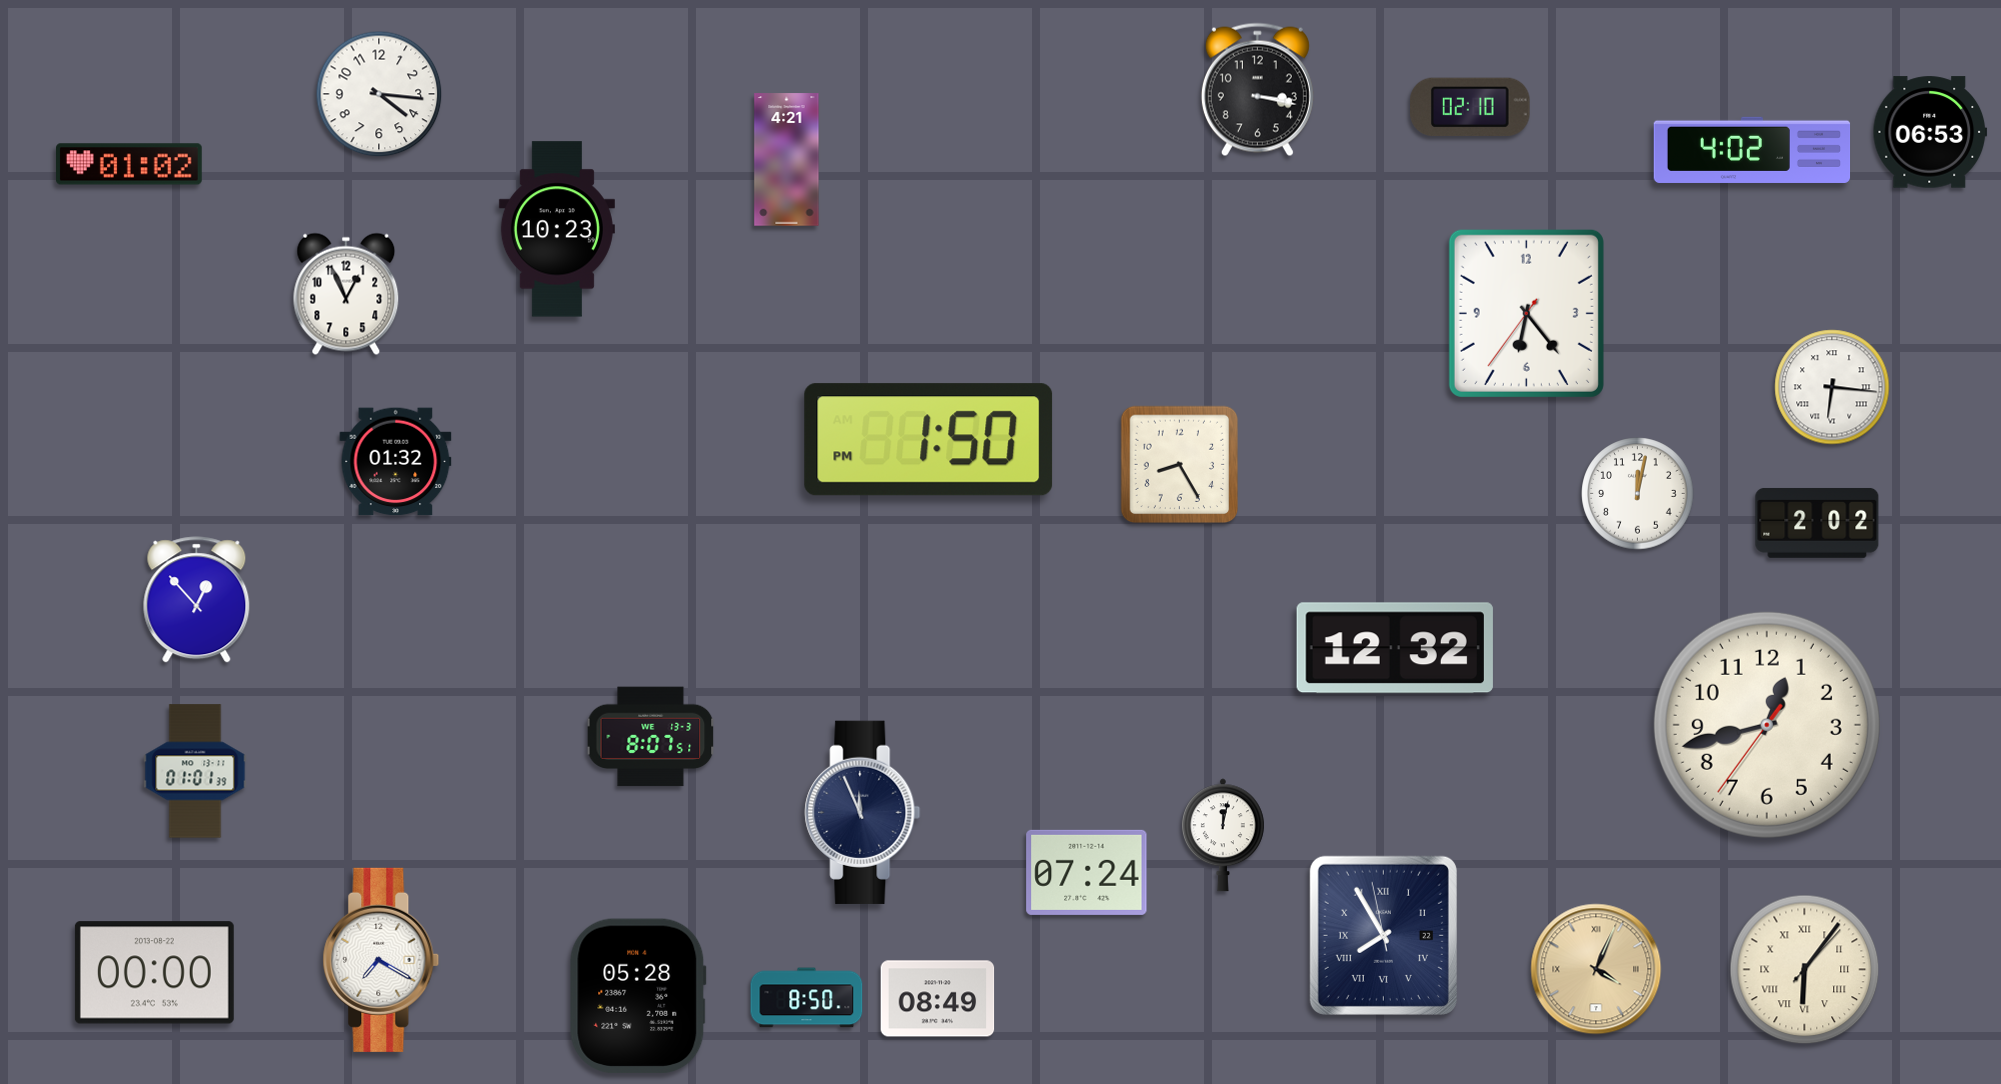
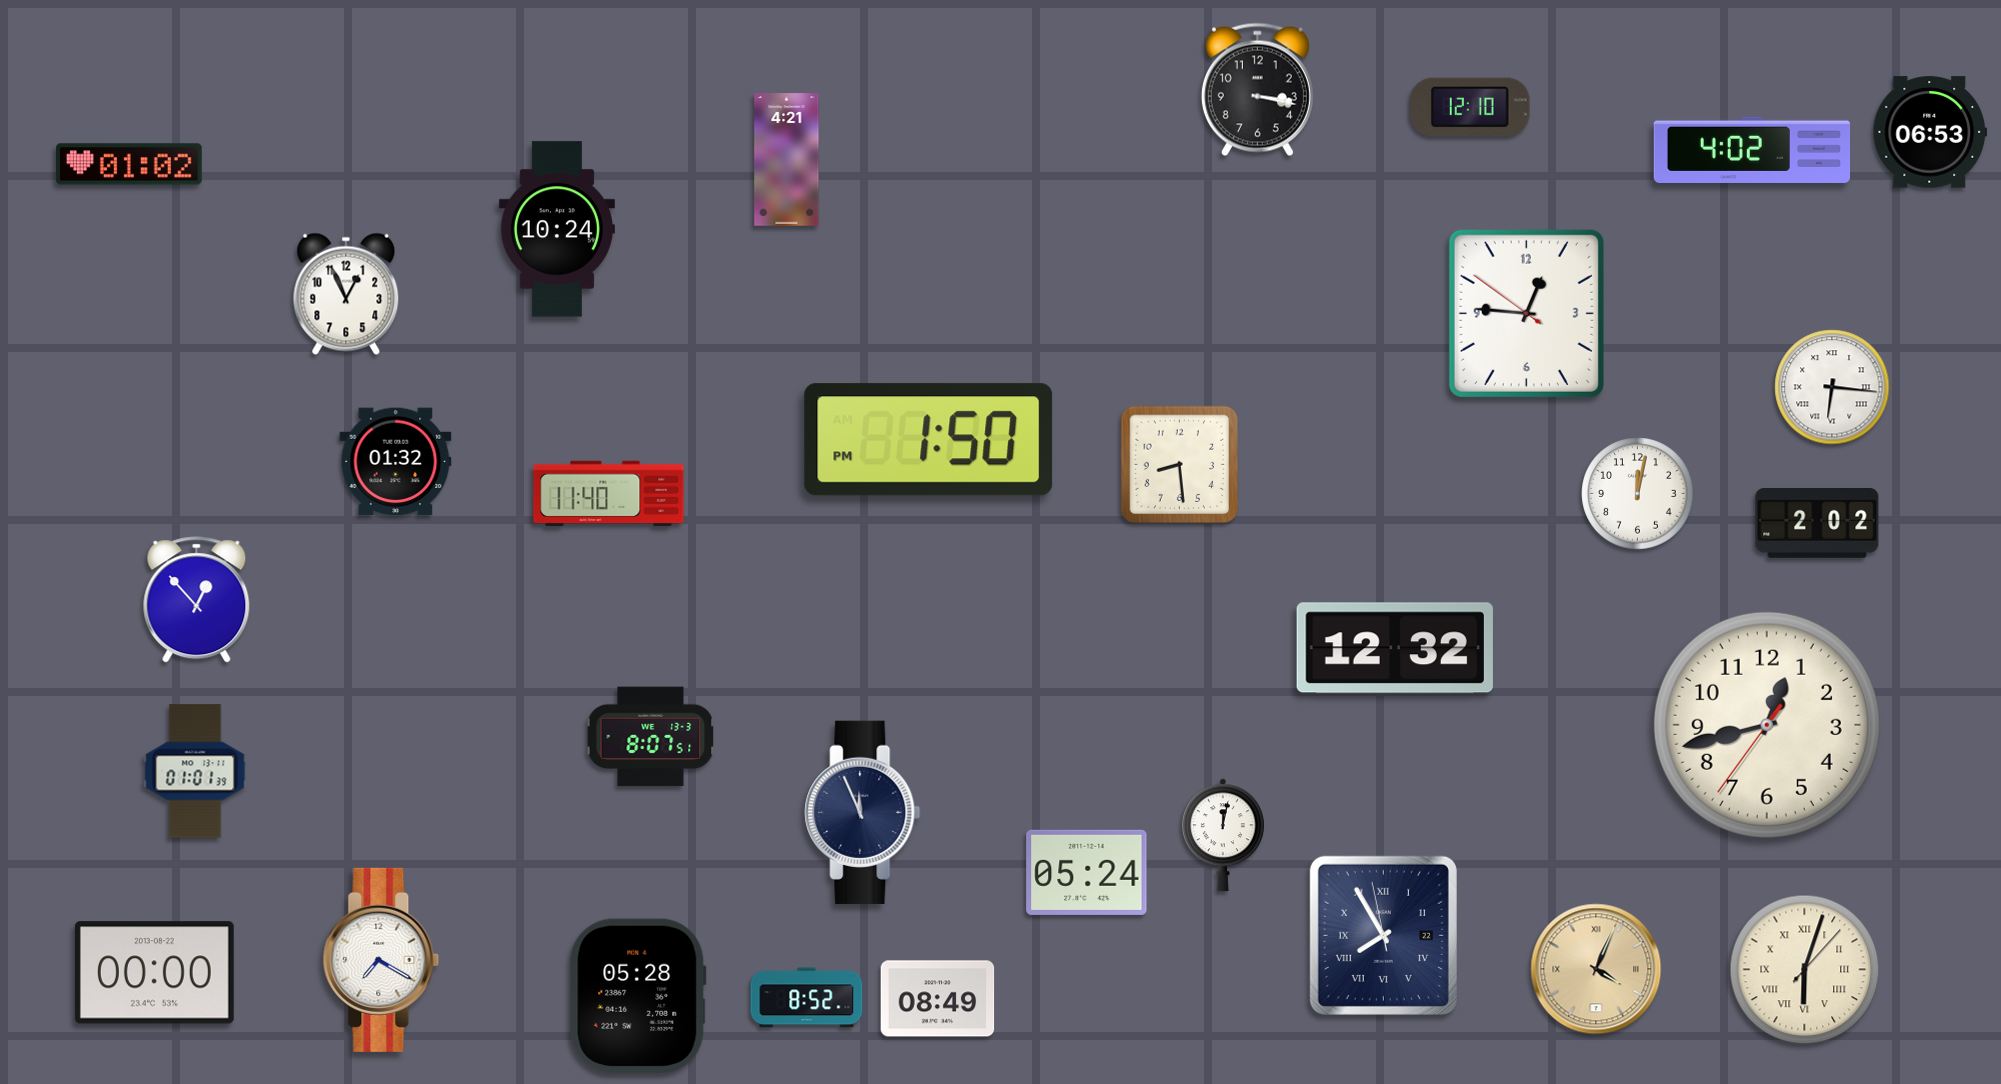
clock at (379, 94): 4:16 -> none
clock at (1470, 107): 02:10 -> 12:10
clock at (557, 229): 10:23 -> 10:24
clock at (1526, 313): 6:23 -> 12:45
clock at (1180, 465): 8:25 -> 8:29
clock at (609, 494): none -> 11:40
clock at (1087, 872): 07:24 -> 05:24
clock at (1805, 970): 6:06 -> 6:03
clock at (807, 998): 8:50 -> 8:52
